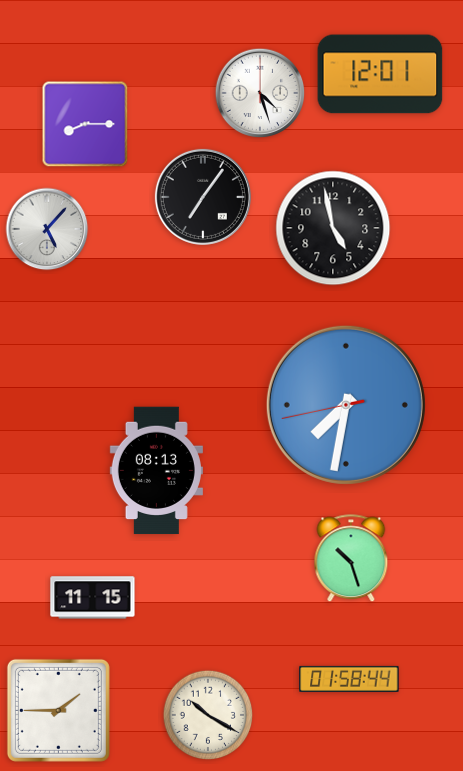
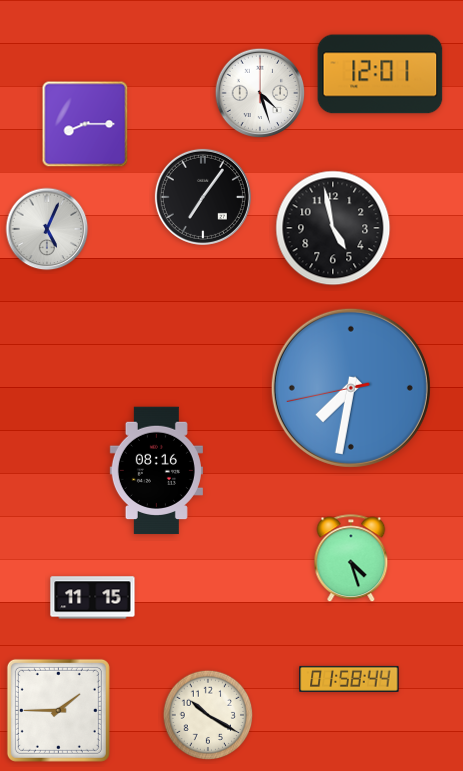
clock at (47, 229): 5:07 -> 5:04
clock at (346, 405) position: (346, 405) -> (351, 388)
clock at (156, 471): 08:13 -> 08:16
clock at (351, 559): 10:27 -> 4:27
